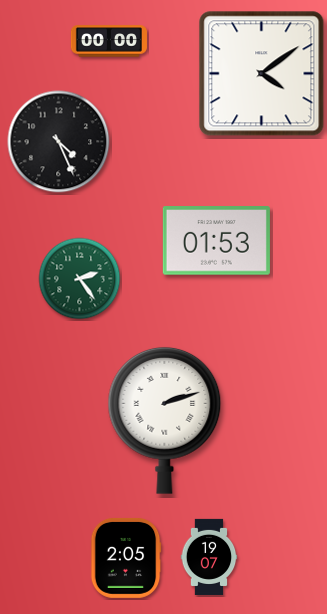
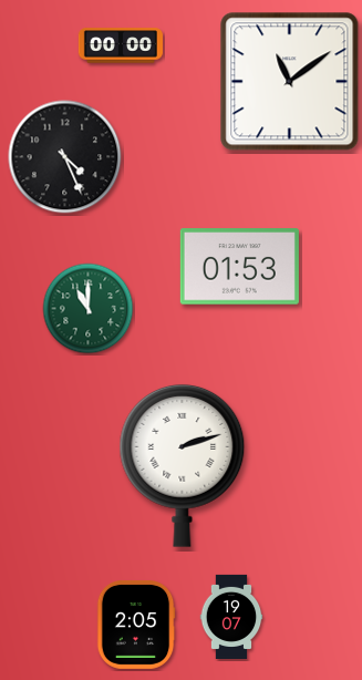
clock at (262, 74): 4:09 -> 11:09
clock at (80, 279): 2:24 -> 11:00
clock at (126, 558) position: (126, 558) -> (136, 625)
